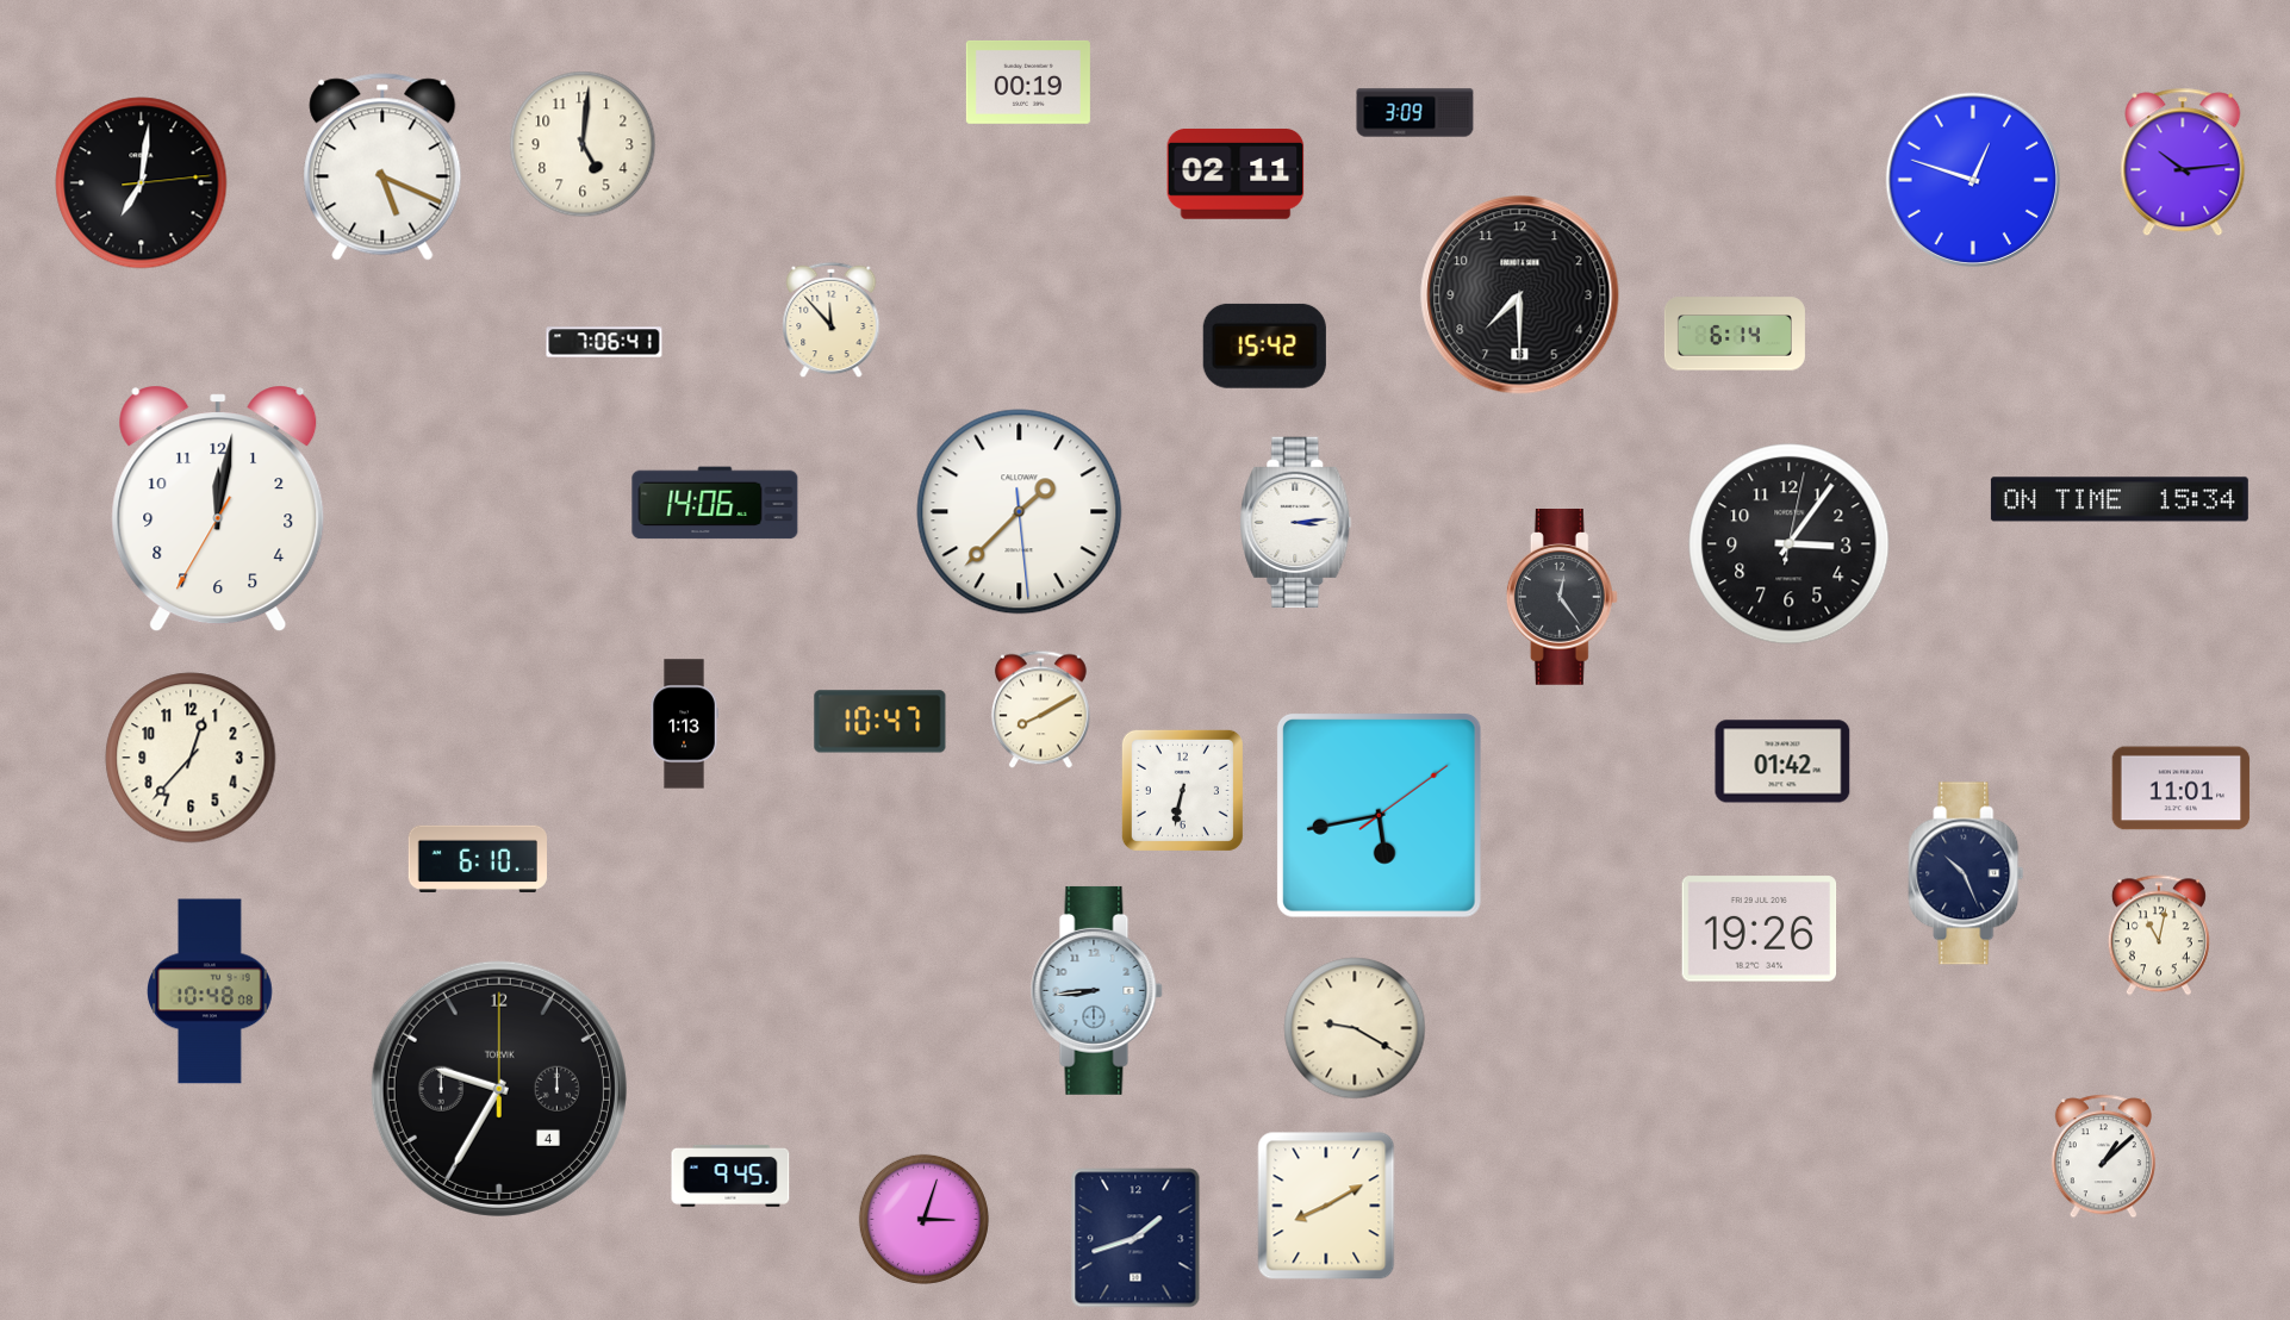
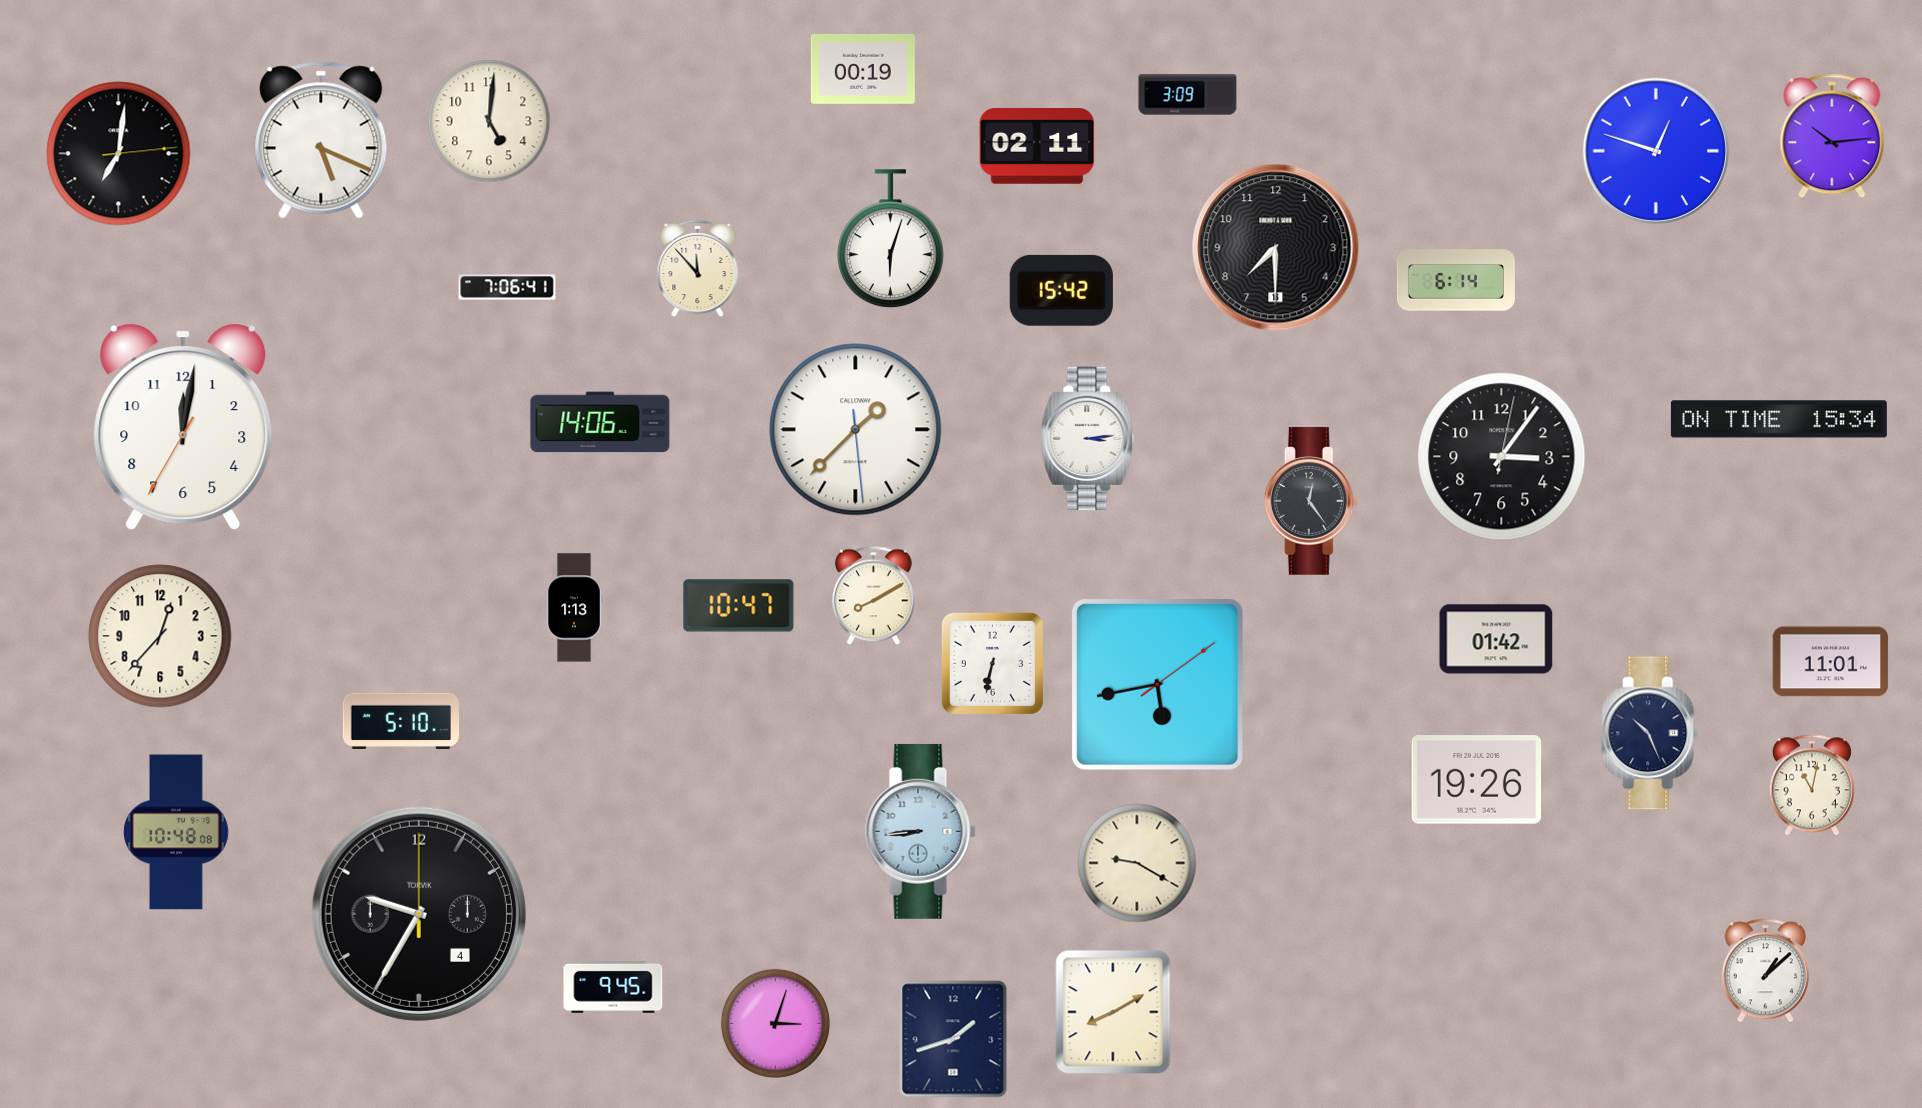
clock at (890, 239): none -> 6:03
clock at (478, 859): 6:10 -> 5:10
